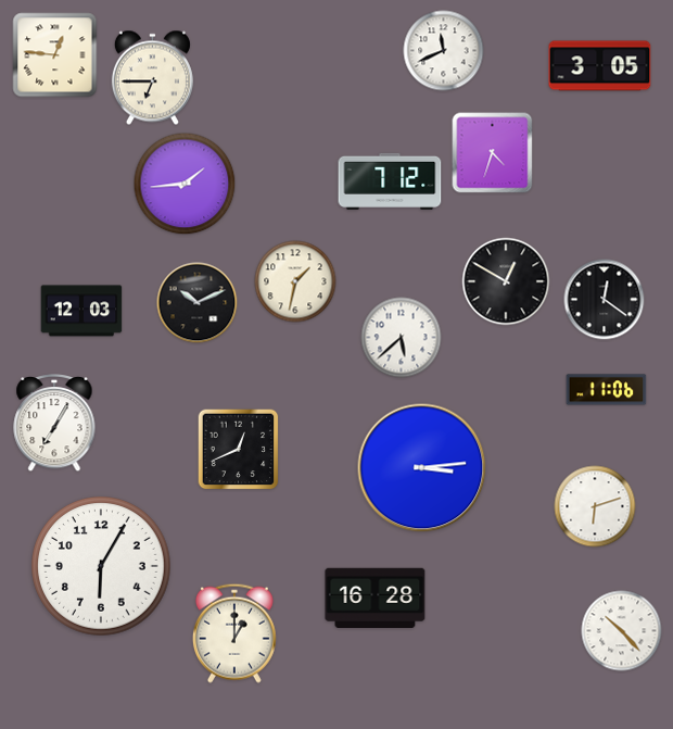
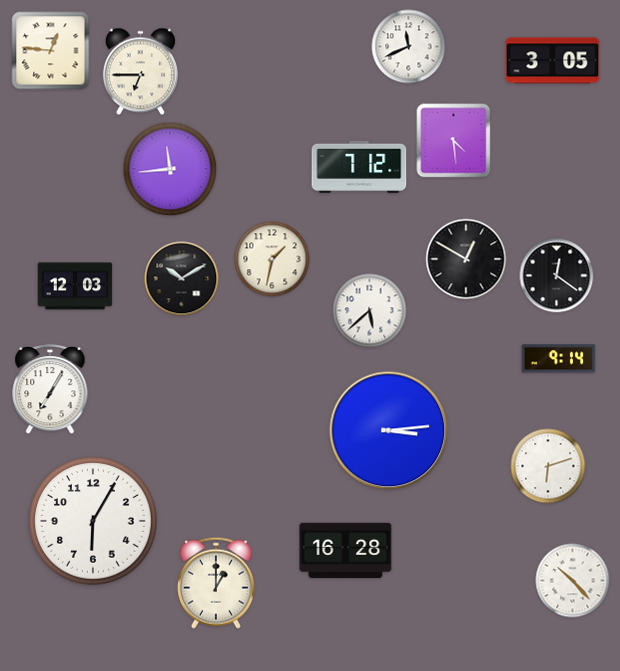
clock at (493, 153): 4:33 -> 4:29
clock at (185, 184): 1:44 -> 11:44
clock at (198, 303): 10:11 -> 10:10
clock at (607, 390): 11:06 -> 9:14
clock at (239, 450): 12:41 -> none
